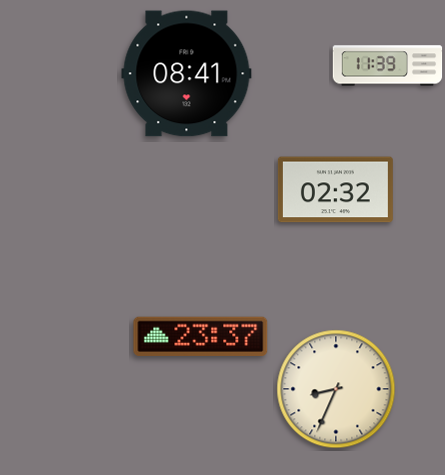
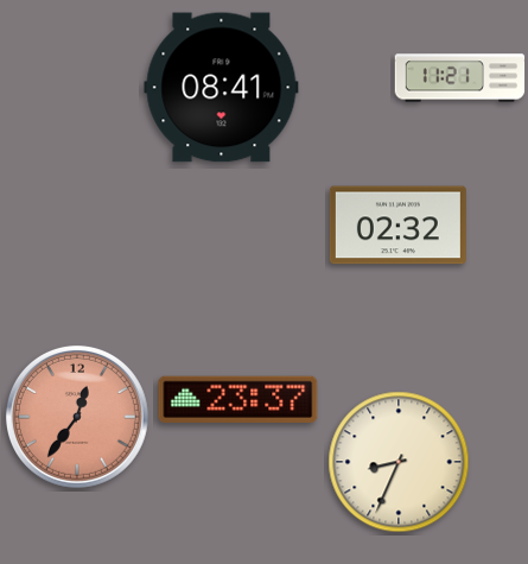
clock at (388, 66): 11:39 -> 11:21
clock at (77, 417): none -> 12:36
